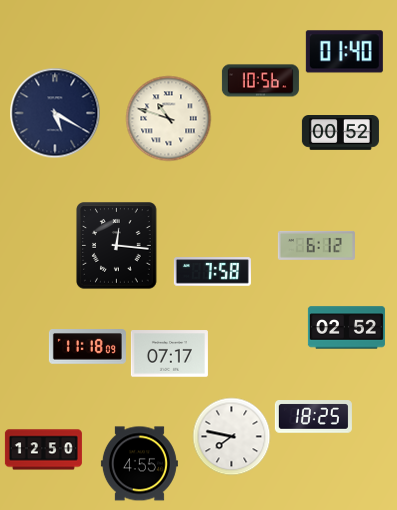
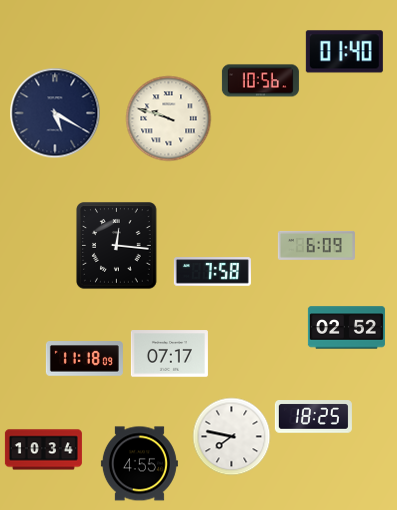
clock at (168, 118): 10:48 -> 9:48
clock at (340, 133): 00:52 -> none
clock at (316, 245): 6:12 -> 6:09
clock at (87, 347) position: (87, 347) -> (84, 359)
clock at (43, 450): 12:50 -> 10:34
